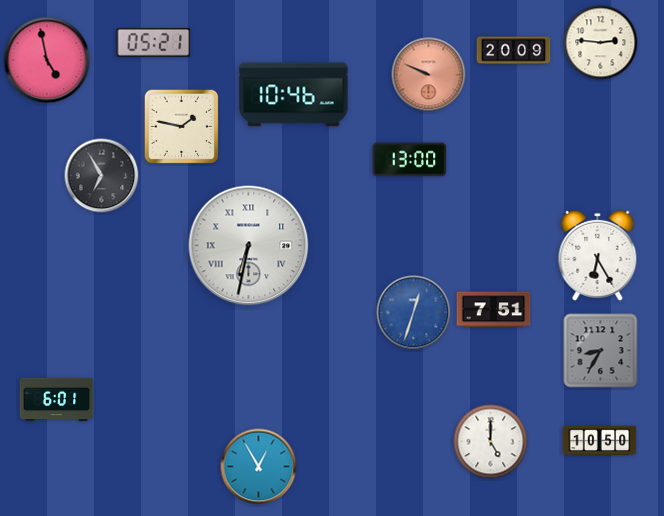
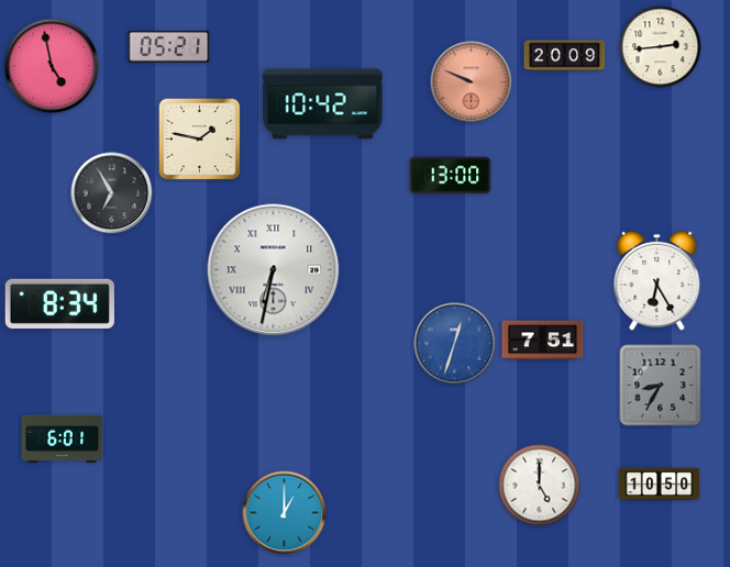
clock at (601, 43): 2:46 -> 2:44
clock at (294, 95): 10:46 -> 10:42
clock at (59, 303): none -> 8:34
clock at (259, 467): 12:55 -> 1:00
